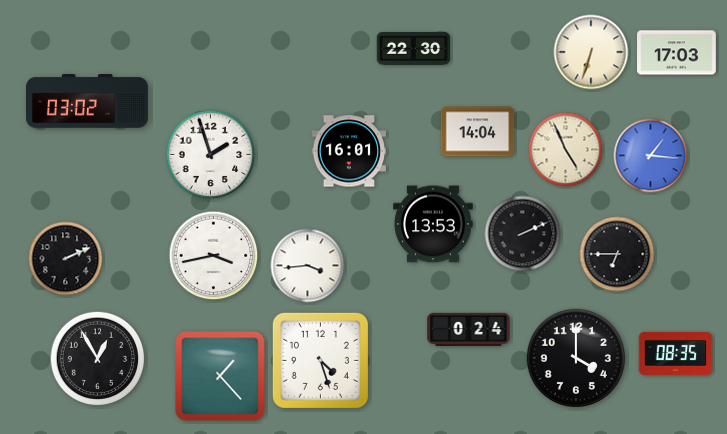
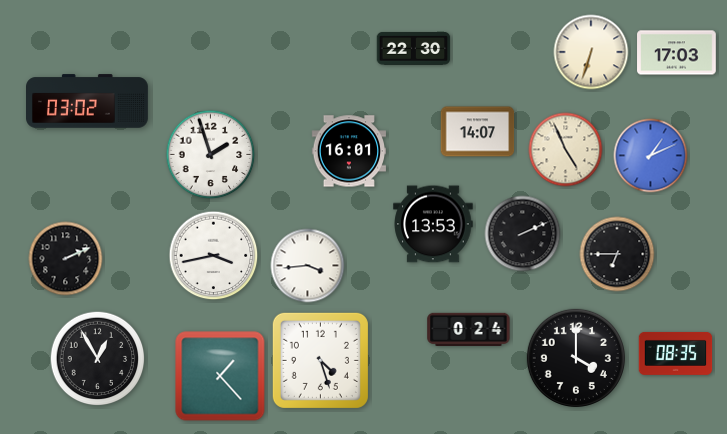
clock at (478, 132): 14:04 -> 14:07
clock at (651, 156): 1:16 -> 1:11
